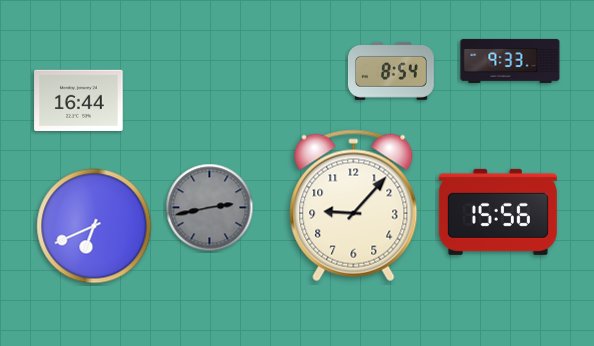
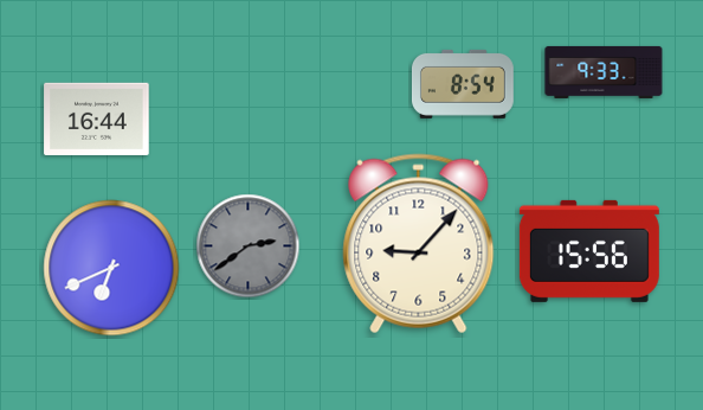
clock at (79, 100) position: (79, 100) -> (97, 118)
clock at (210, 208): 2:43 -> 2:39
